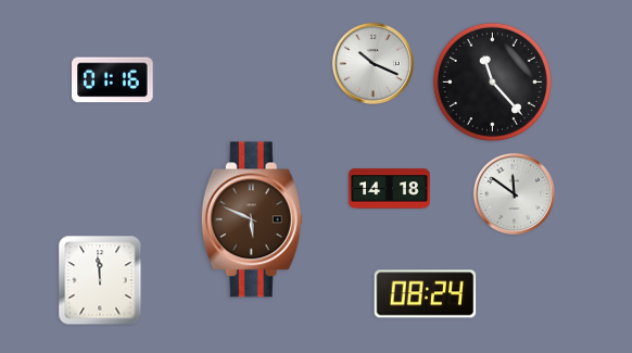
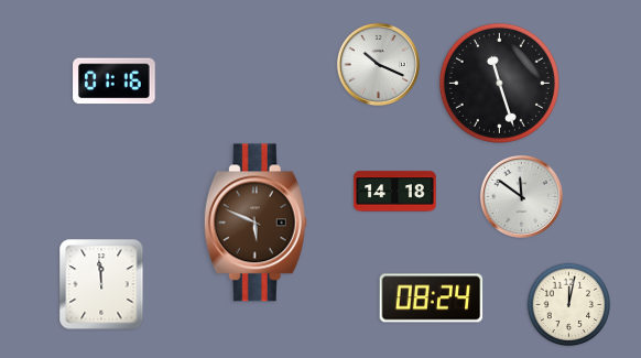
clock at (492, 81): 11:23 -> 11:27
clock at (569, 305): none -> 12:02
